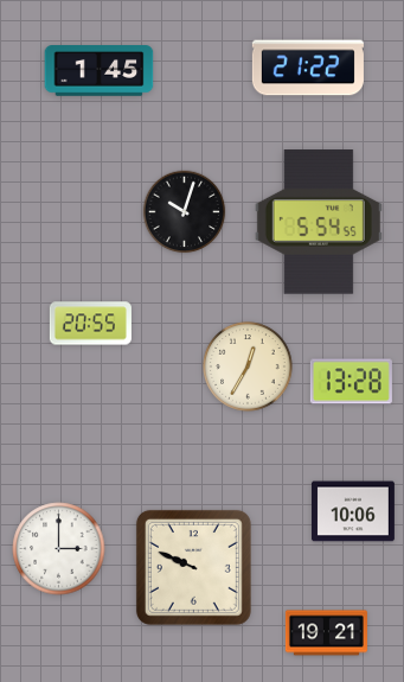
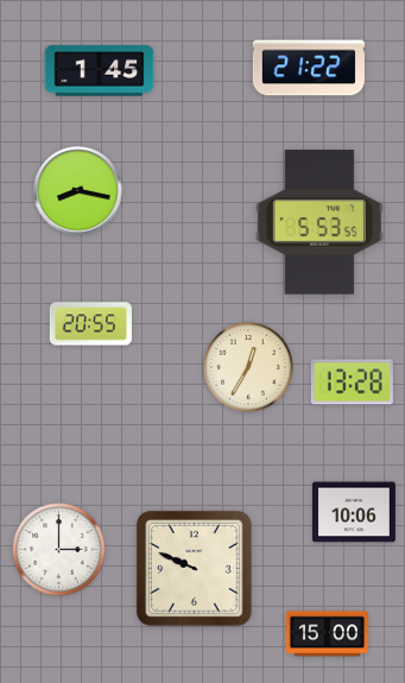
clock at (78, 191): none -> 8:17
clock at (185, 212): 10:03 -> none
clock at (319, 222): 5:54 -> 5:53
clock at (326, 633): 19:21 -> 15:00
